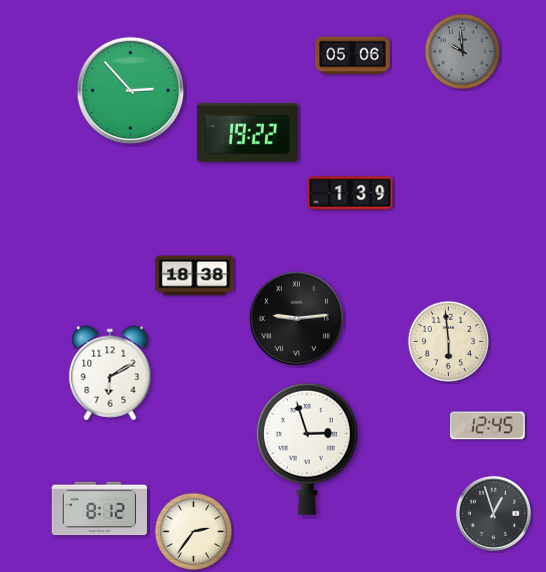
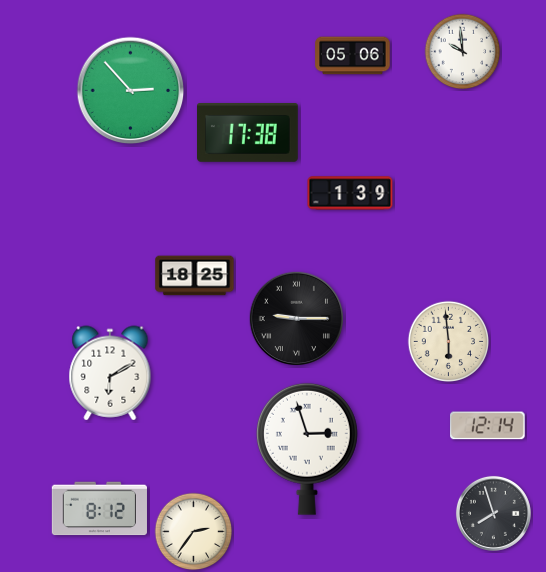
clock at (463, 52) dial: grey -> white
clock at (248, 133): 19:22 -> 17:38
clock at (195, 276): 18:38 -> 18:25
clock at (296, 318): 9:14 -> 9:15
clock at (488, 426): 12:45 -> 12:14
clock at (493, 513): 12:57 -> 7:57
